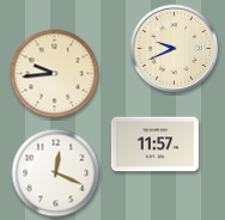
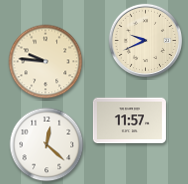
clock at (55, 74): 9:44 -> 9:46
clock at (56, 173): 12:19 -> 12:22
